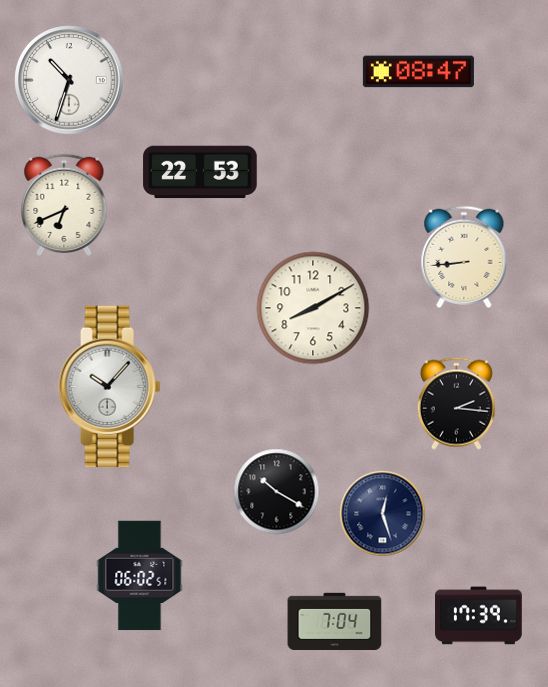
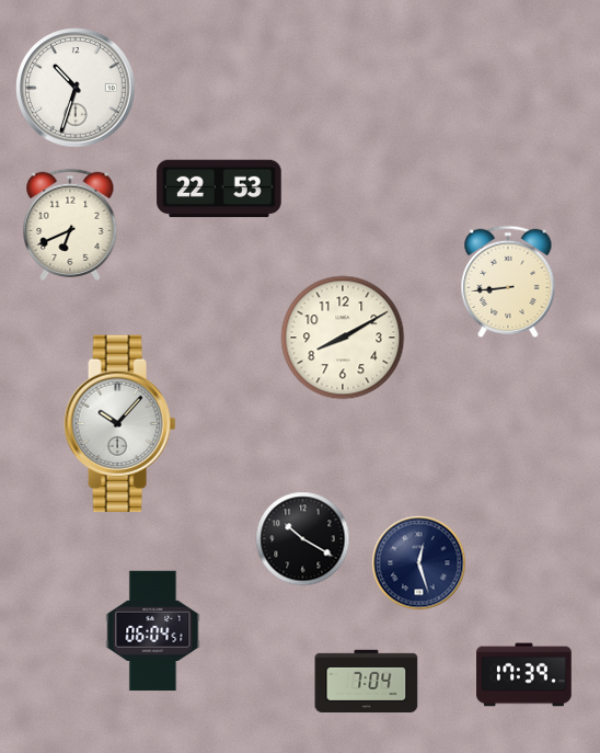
clock at (418, 72): 08:47 -> none
clock at (456, 403): 2:16 -> none
clock at (140, 576): 06:02 -> 06:04
